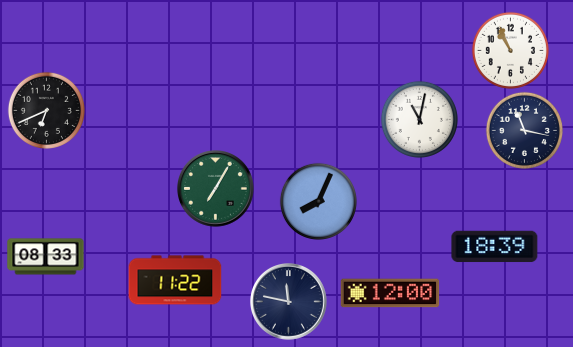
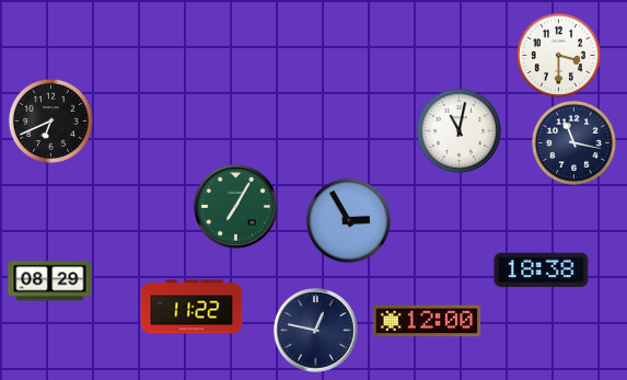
clock at (510, 50): 10:56 -> 3:30
clock at (318, 201): 8:04 -> 2:55
clock at (495, 247): 18:39 -> 18:38
clock at (46, 257): 08:33 -> 08:29
clock at (289, 302): 11:47 -> 12:47
